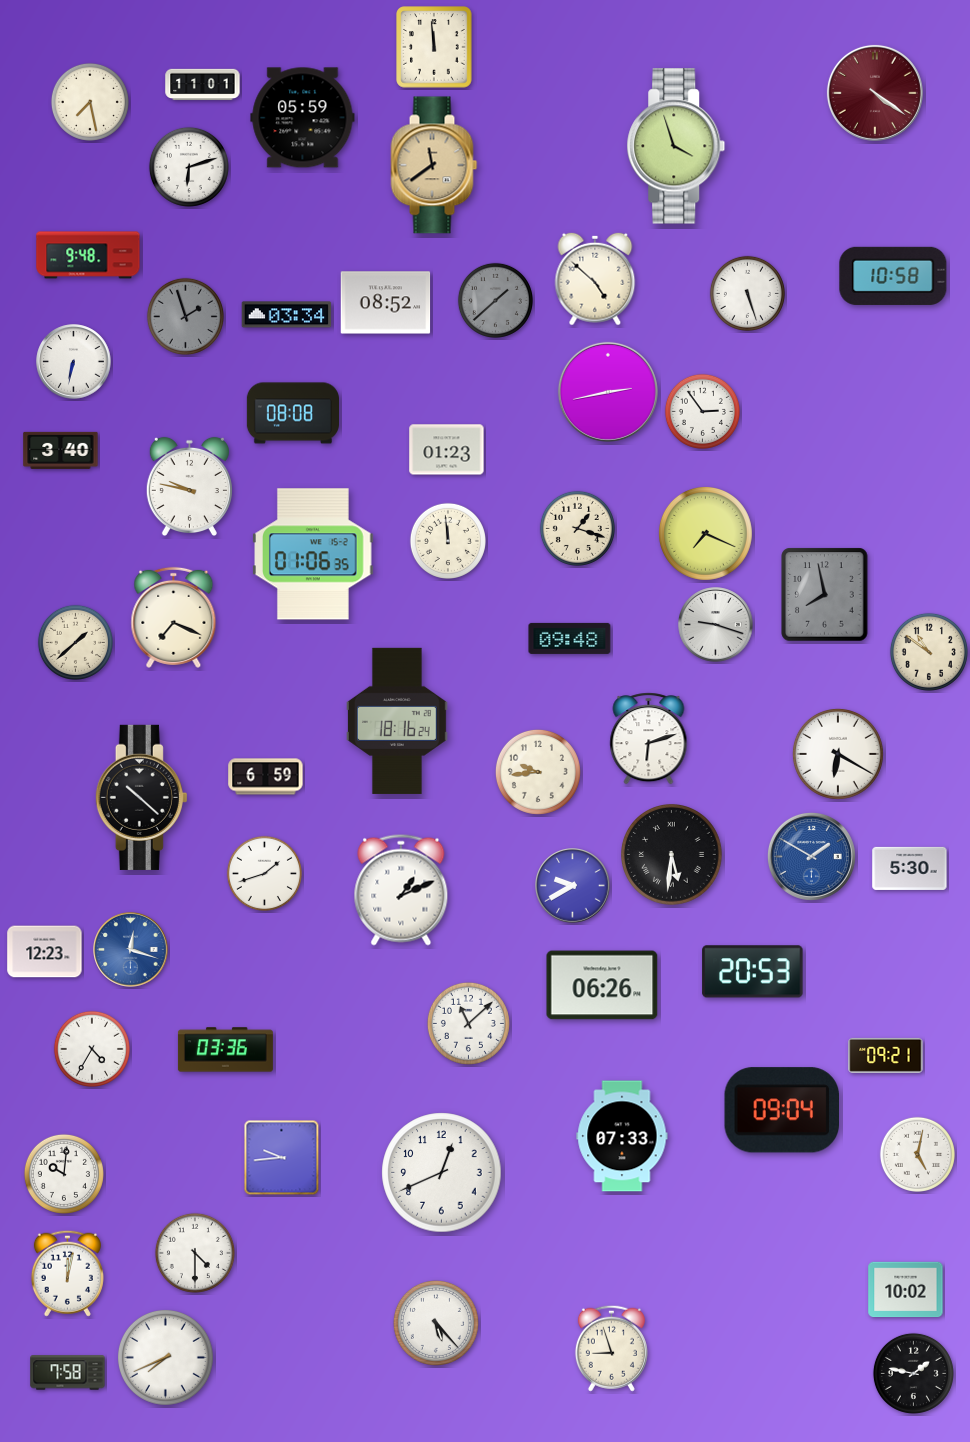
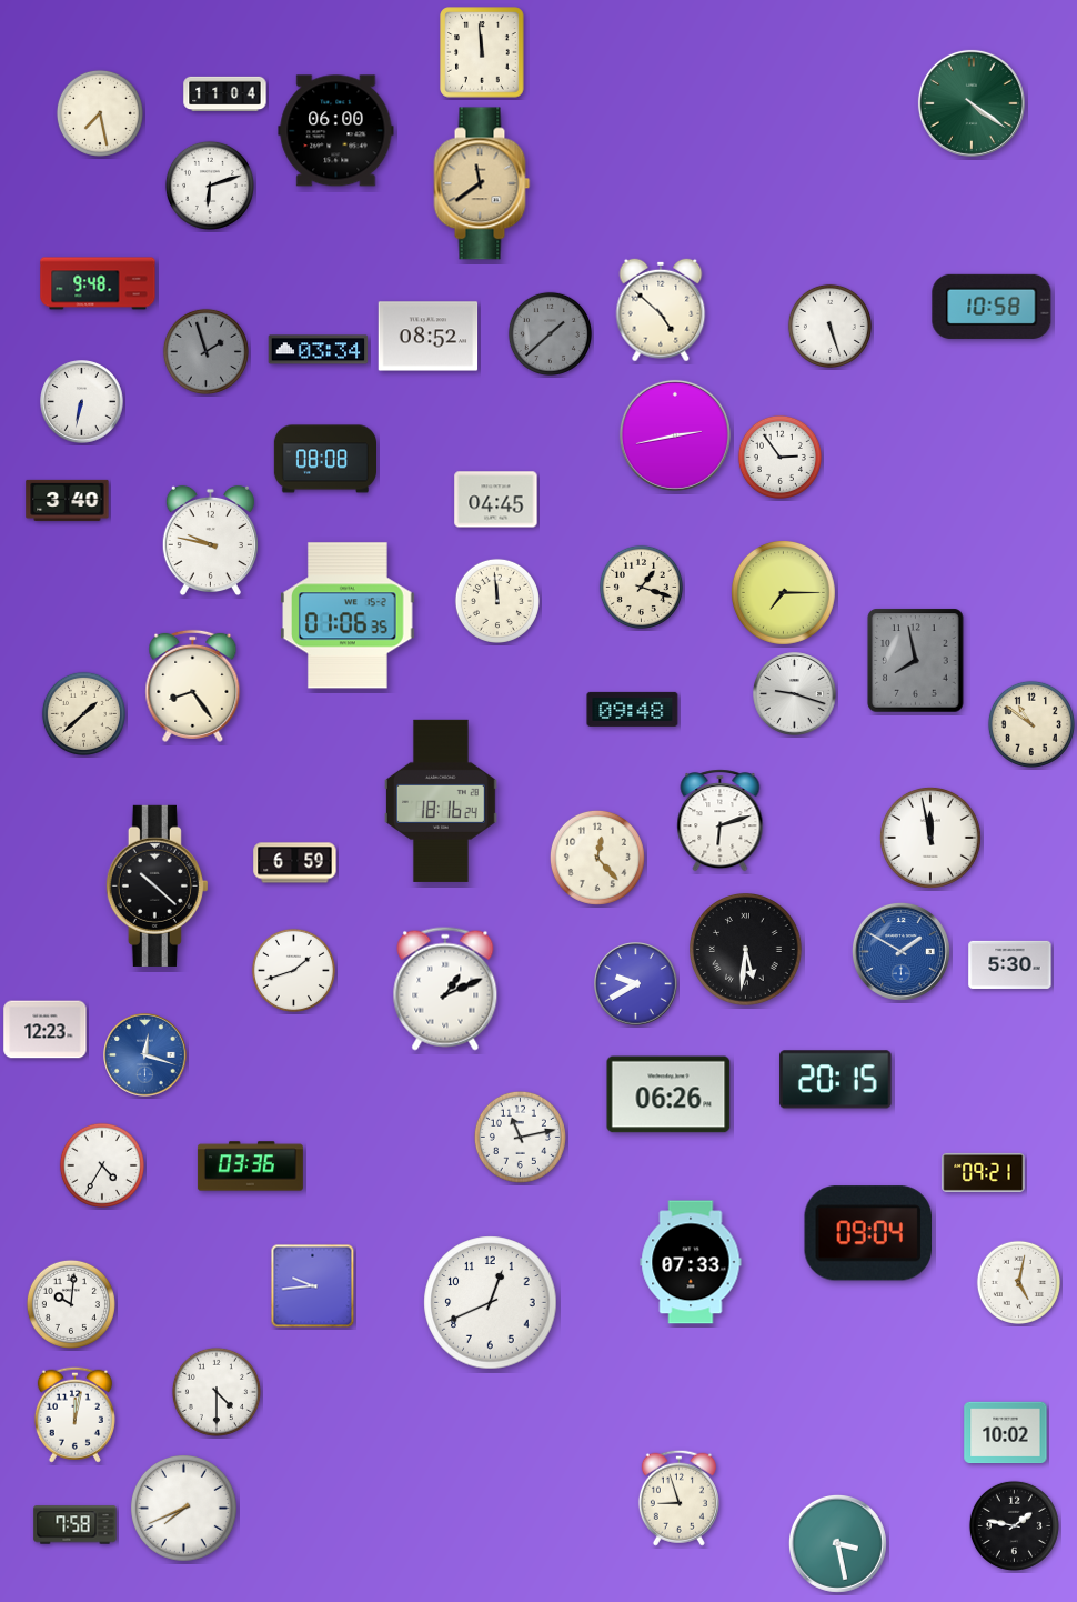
clock at (203, 85): 11:01 -> 11:04
clock at (875, 93) dial: burgundy -> green
clock at (303, 118): 05:59 -> 06:00
clock at (676, 146): 3:57 -> none
clock at (447, 450): 01:23 -> 04:45
clock at (705, 533): 7:19 -> 7:15
clock at (174, 617): 7:19 -> 8:24
clock at (838, 754): 6:20 -> 11:58
clock at (538, 772): 9:44 -> 12:23
clock at (45, 952) position: (45, 952) -> (46, 1030)
clock at (753, 972): 20:53 -> 20:15
clock at (468, 1023): 11:08 -> 11:13
clock at (436, 1323): 5:23 -> none
clock at (837, 1543): none -> 3:28
